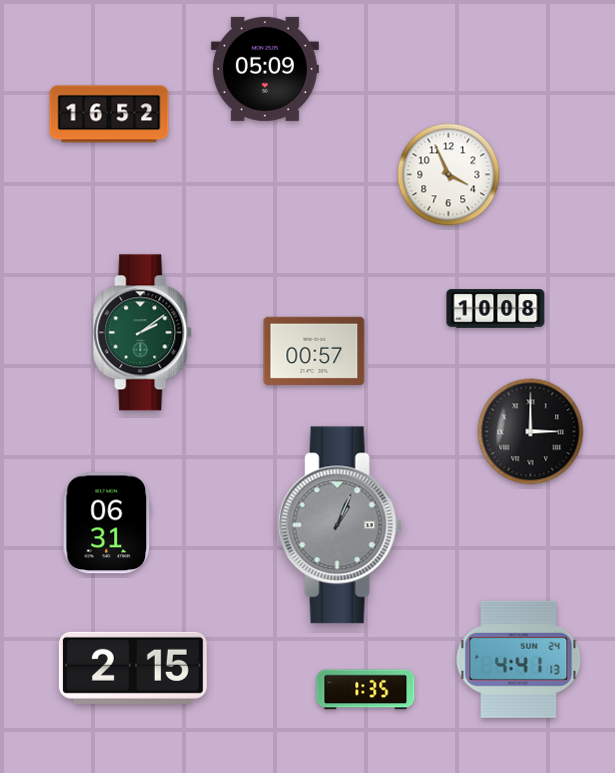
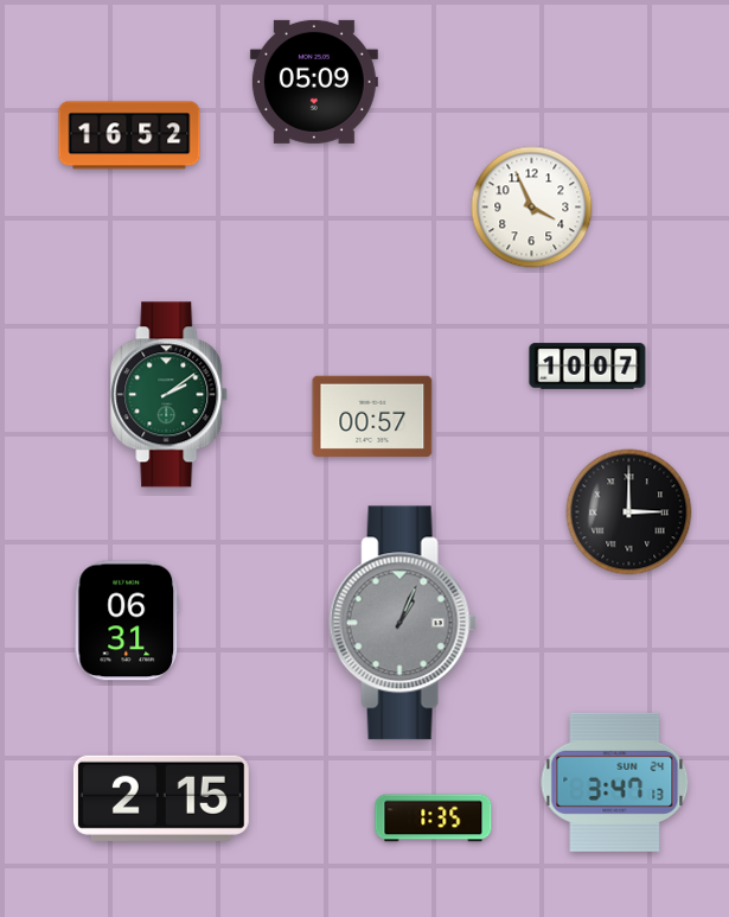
clock at (496, 309): 10:08 -> 10:07
clock at (519, 659): 4:41 -> 3:47
clock at (133, 668) position: (133, 668) -> (161, 798)
